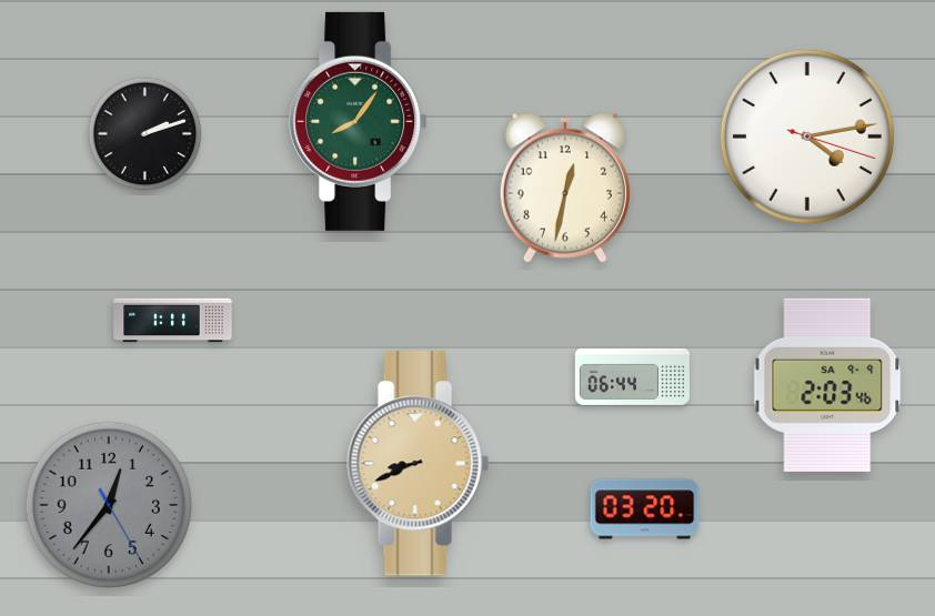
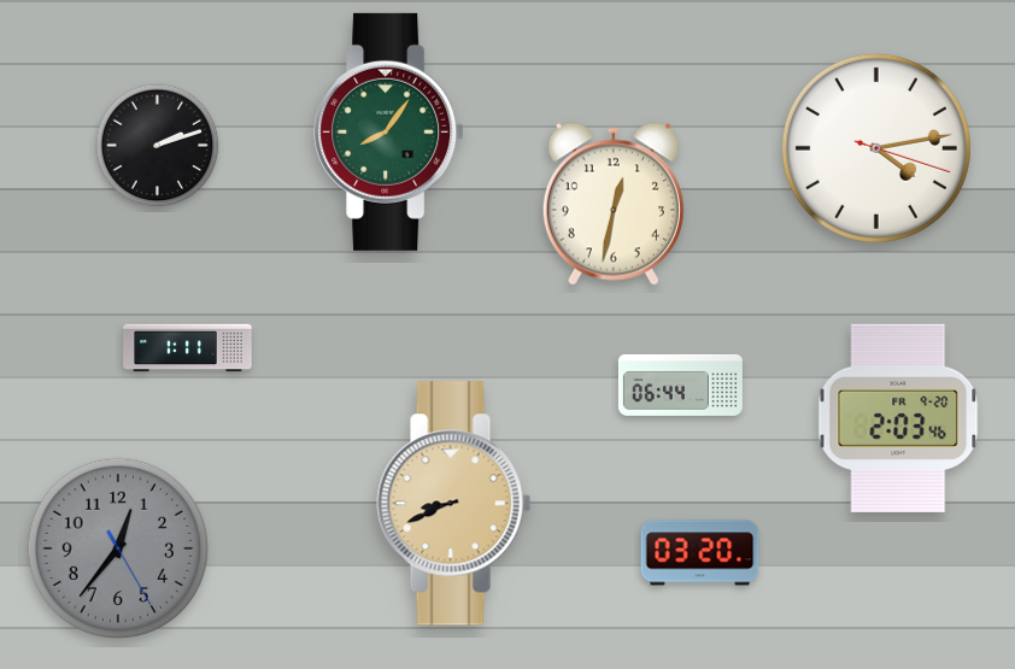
clock at (632, 376) position: (632, 376) -> (680, 385)
clock at (827, 385) date: SA 9-9 -> FR 9-20
